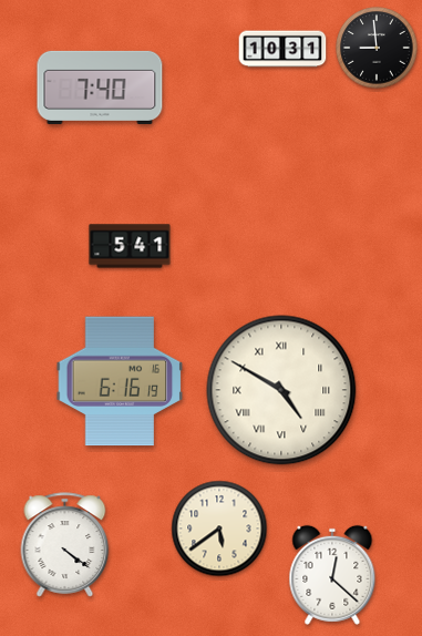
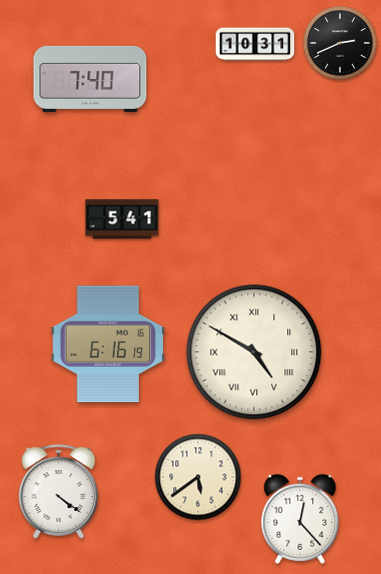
clock at (377, 48): 8:59 -> 2:41
clock at (130, 246) position: (130, 246) -> (122, 219)
clock at (332, 575): 12:22 -> 12:23
